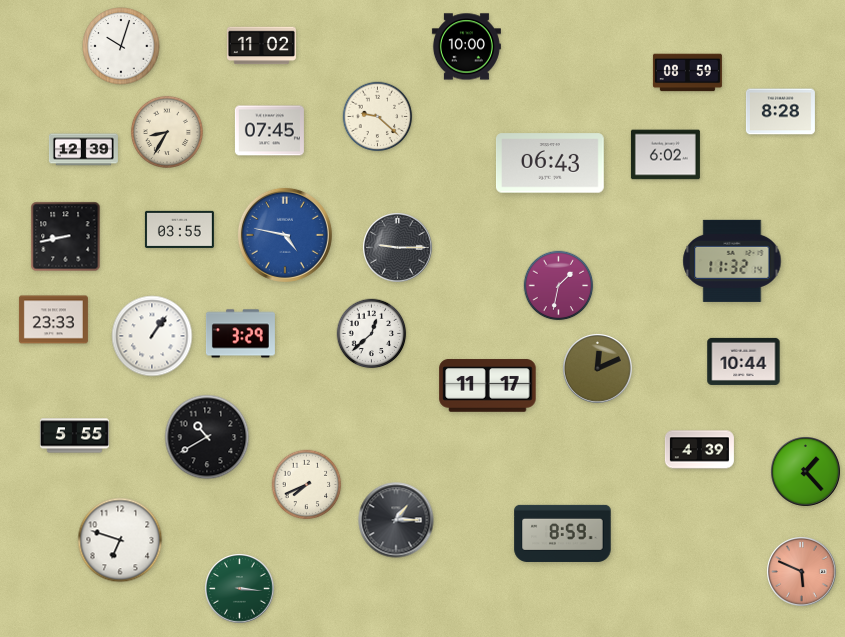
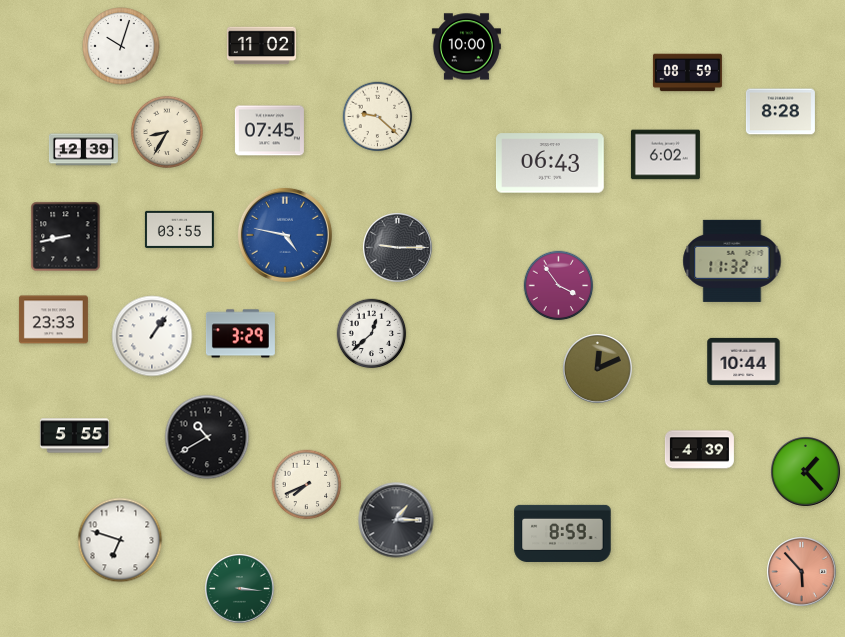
clock at (559, 286): 1:32 -> 3:54
clock at (488, 386): 11:17 -> none
clock at (802, 572): 5:49 -> 5:53
